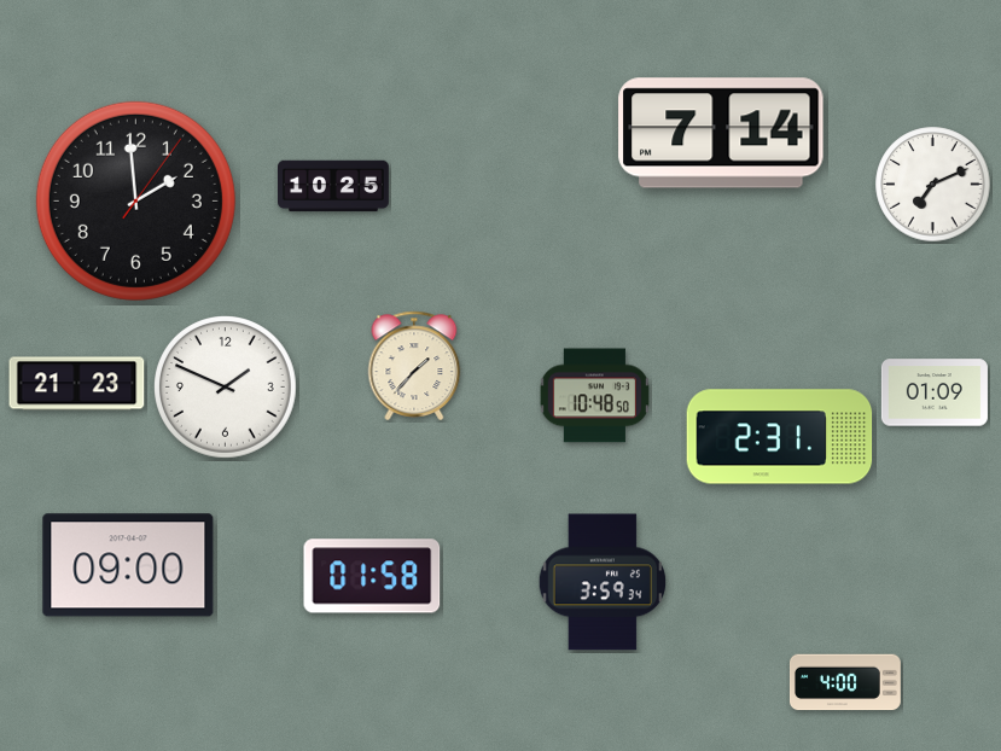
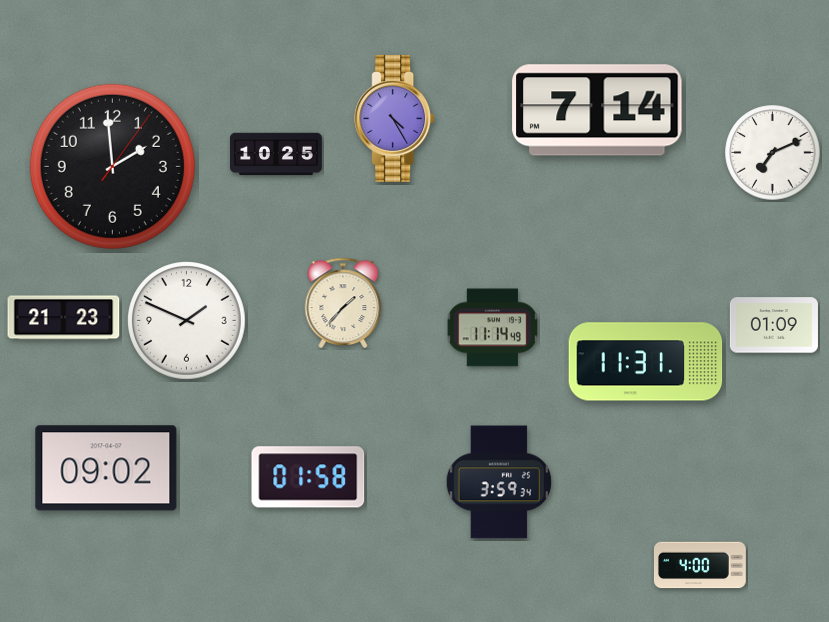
clock at (395, 118): none -> 4:25
clock at (594, 396): 10:48 -> 11:14
clock at (780, 437): 2:31 -> 11:31
clock at (128, 565): 09:00 -> 09:02
